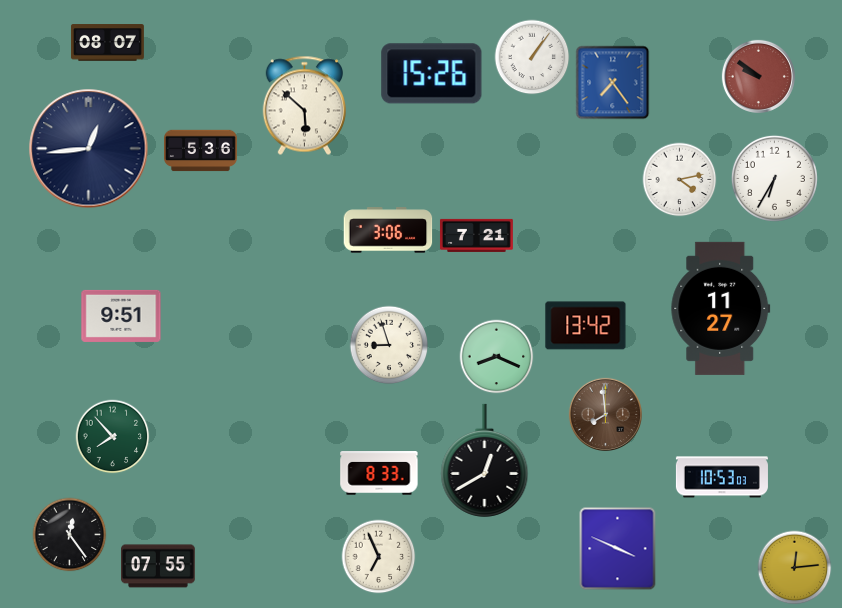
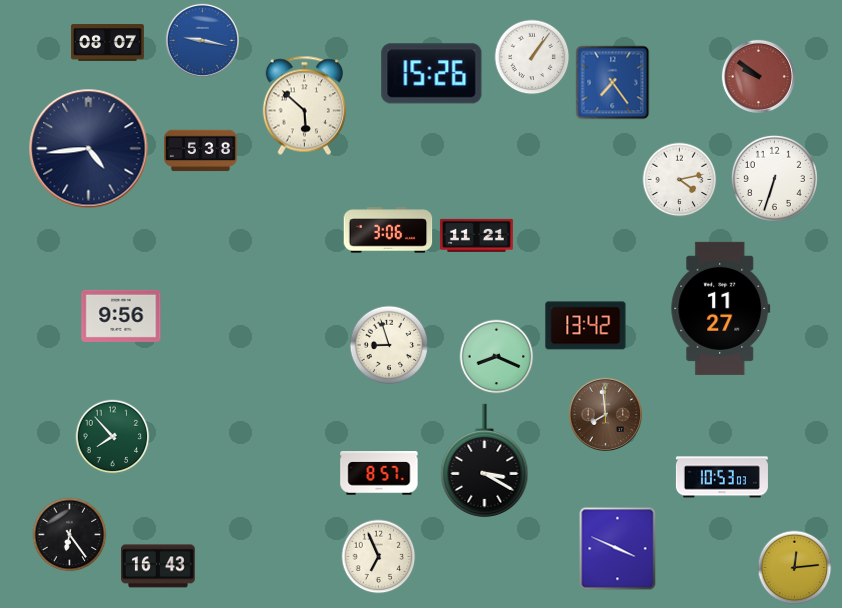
clock at (202, 40): none -> 9:17
clock at (89, 149): 12:44 -> 4:44
clock at (201, 151): 5:36 -> 5:38
clock at (774, 178): 6:35 -> 6:33
clock at (476, 235): 7:21 -> 11:21
clock at (121, 316): 9:51 -> 9:56
clock at (485, 460): 12:40 -> 3:20
clock at (379, 474): 8:33 -> 8:57
clock at (70, 535): 12:24 -> 6:24
clock at (159, 566): 07:55 -> 16:43
